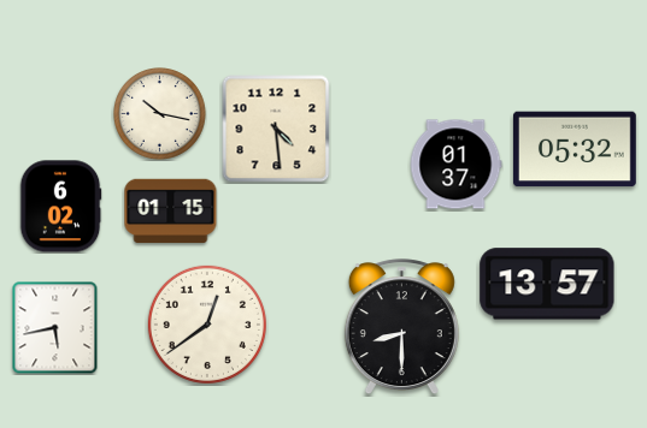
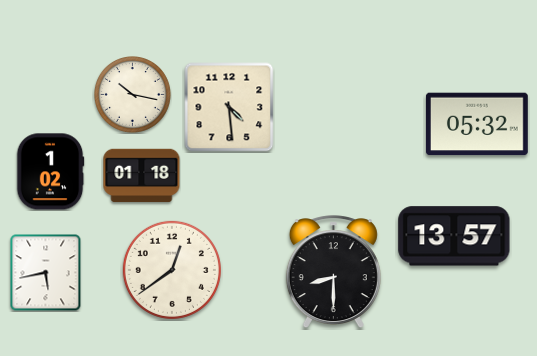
clock at (455, 165): 01:37 -> none
clock at (60, 207): 6:02 -> 1:02
clock at (171, 212): 01:15 -> 01:18
